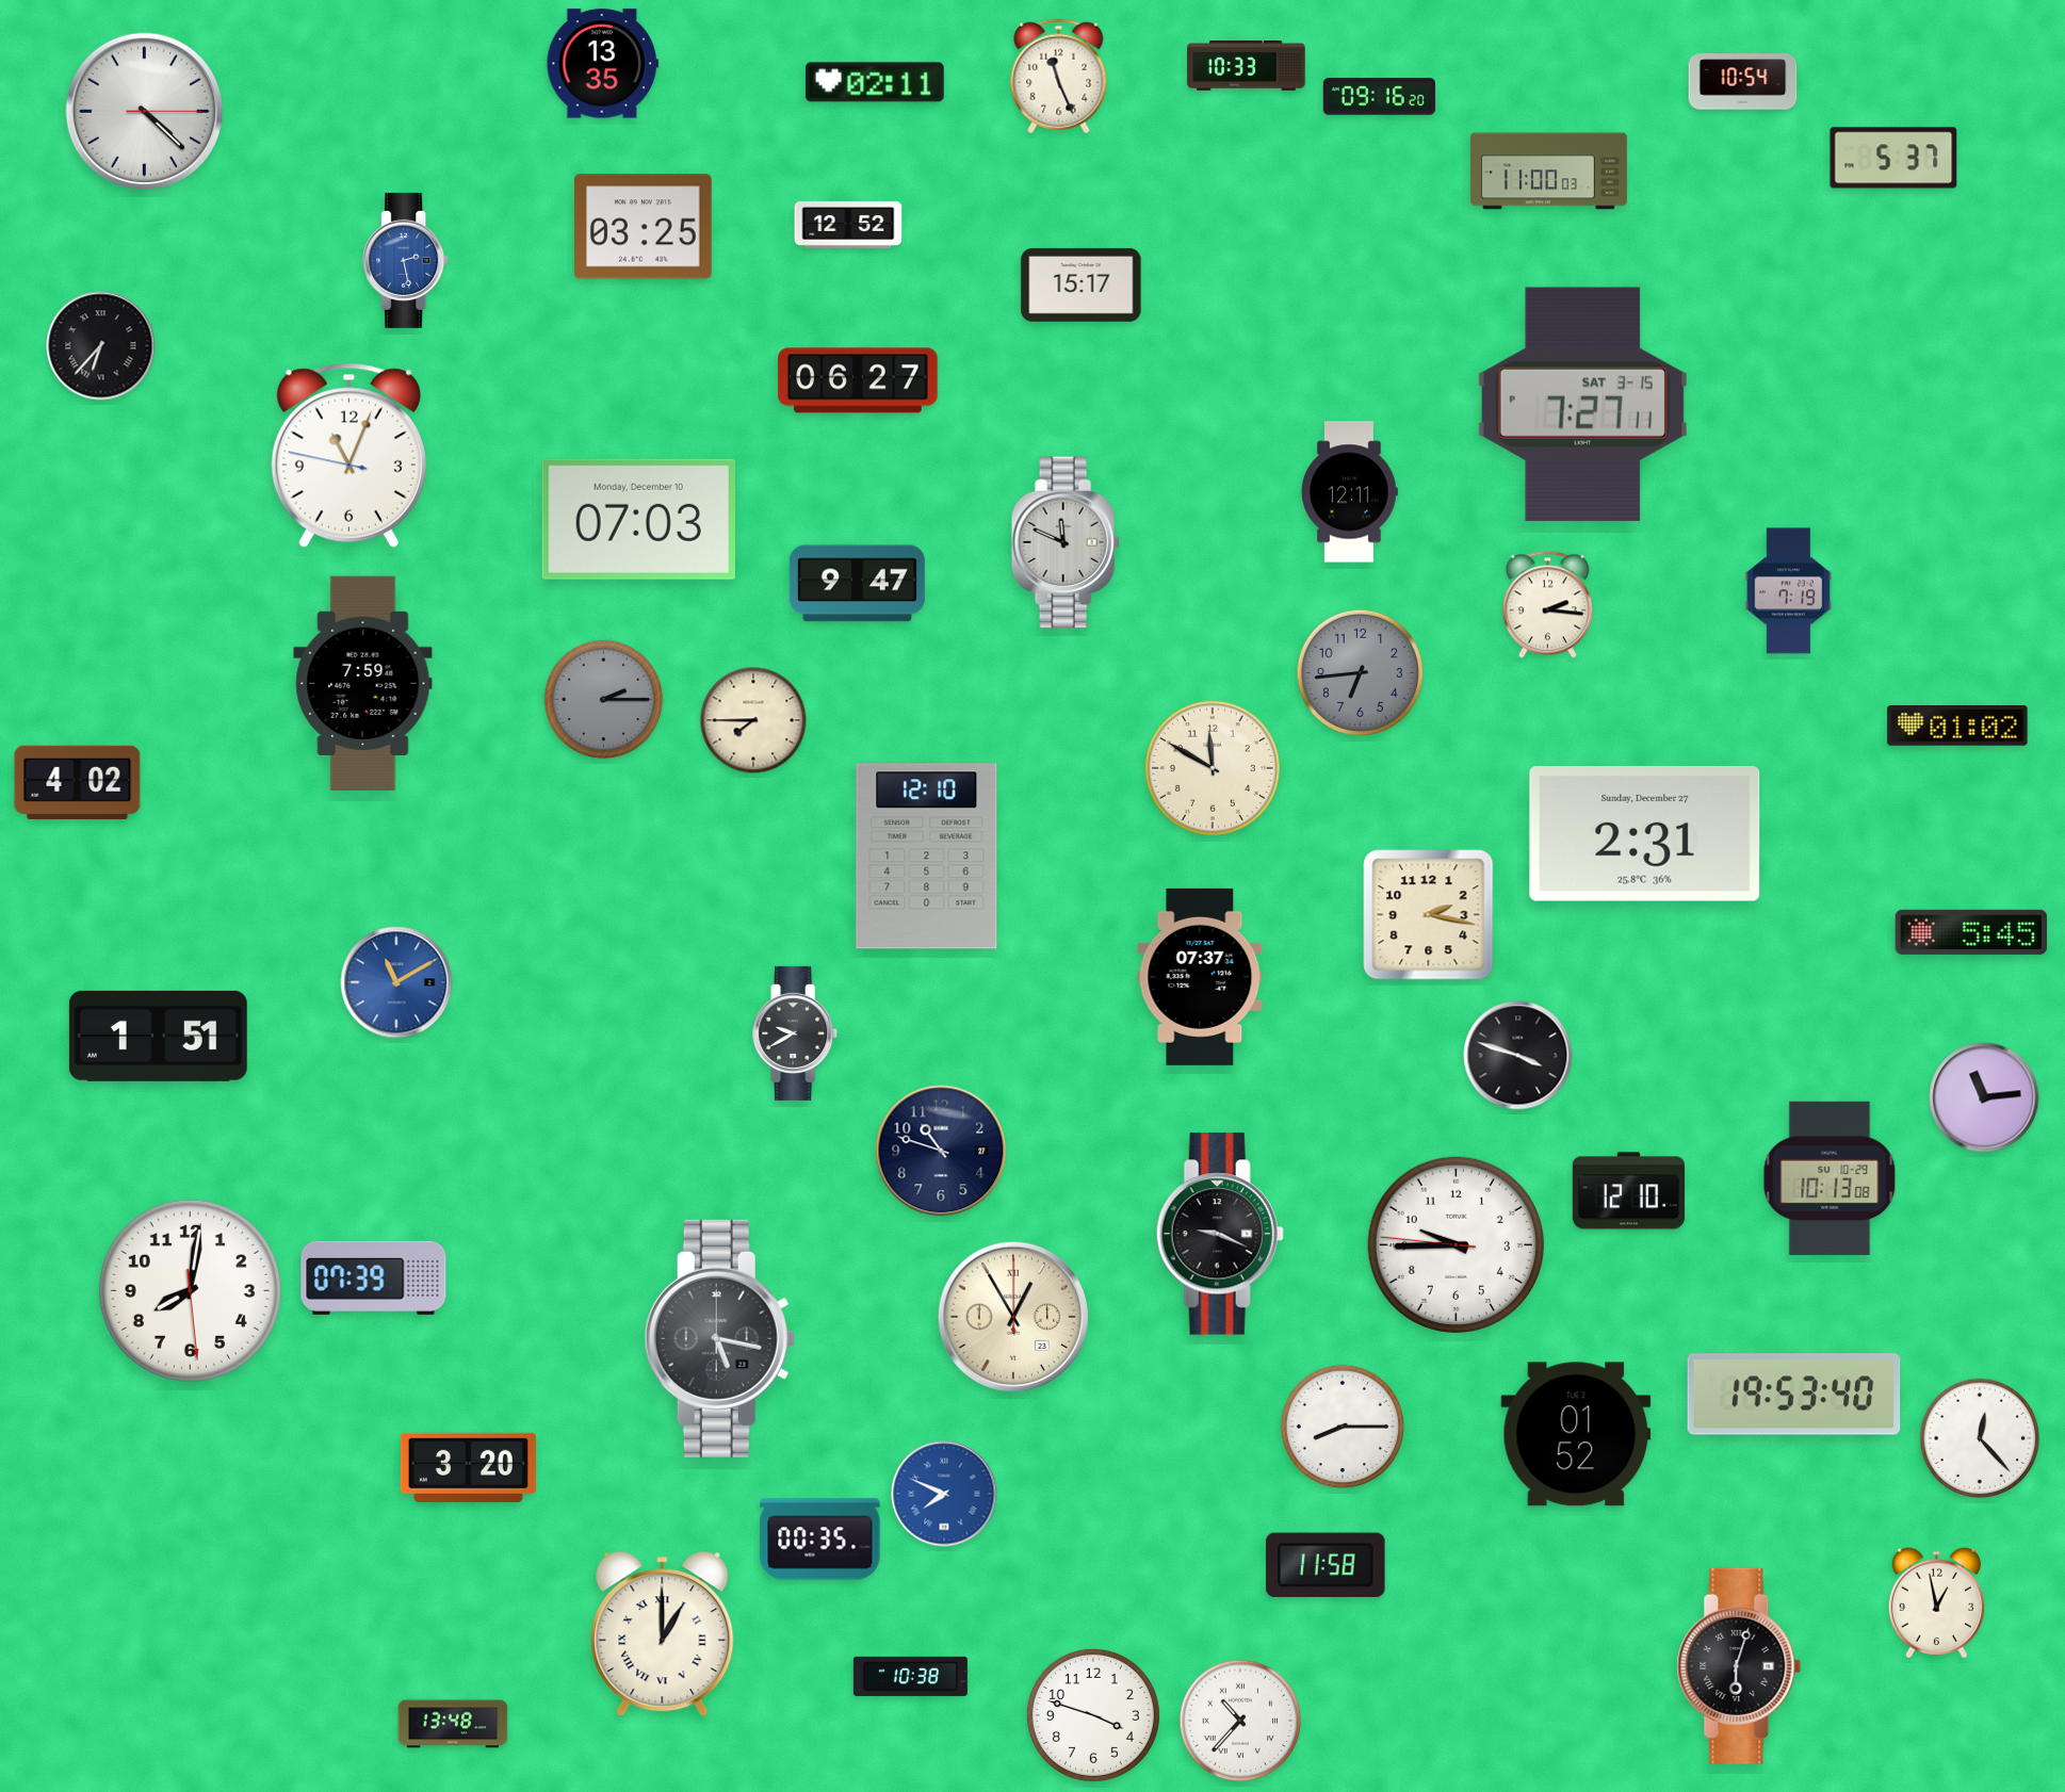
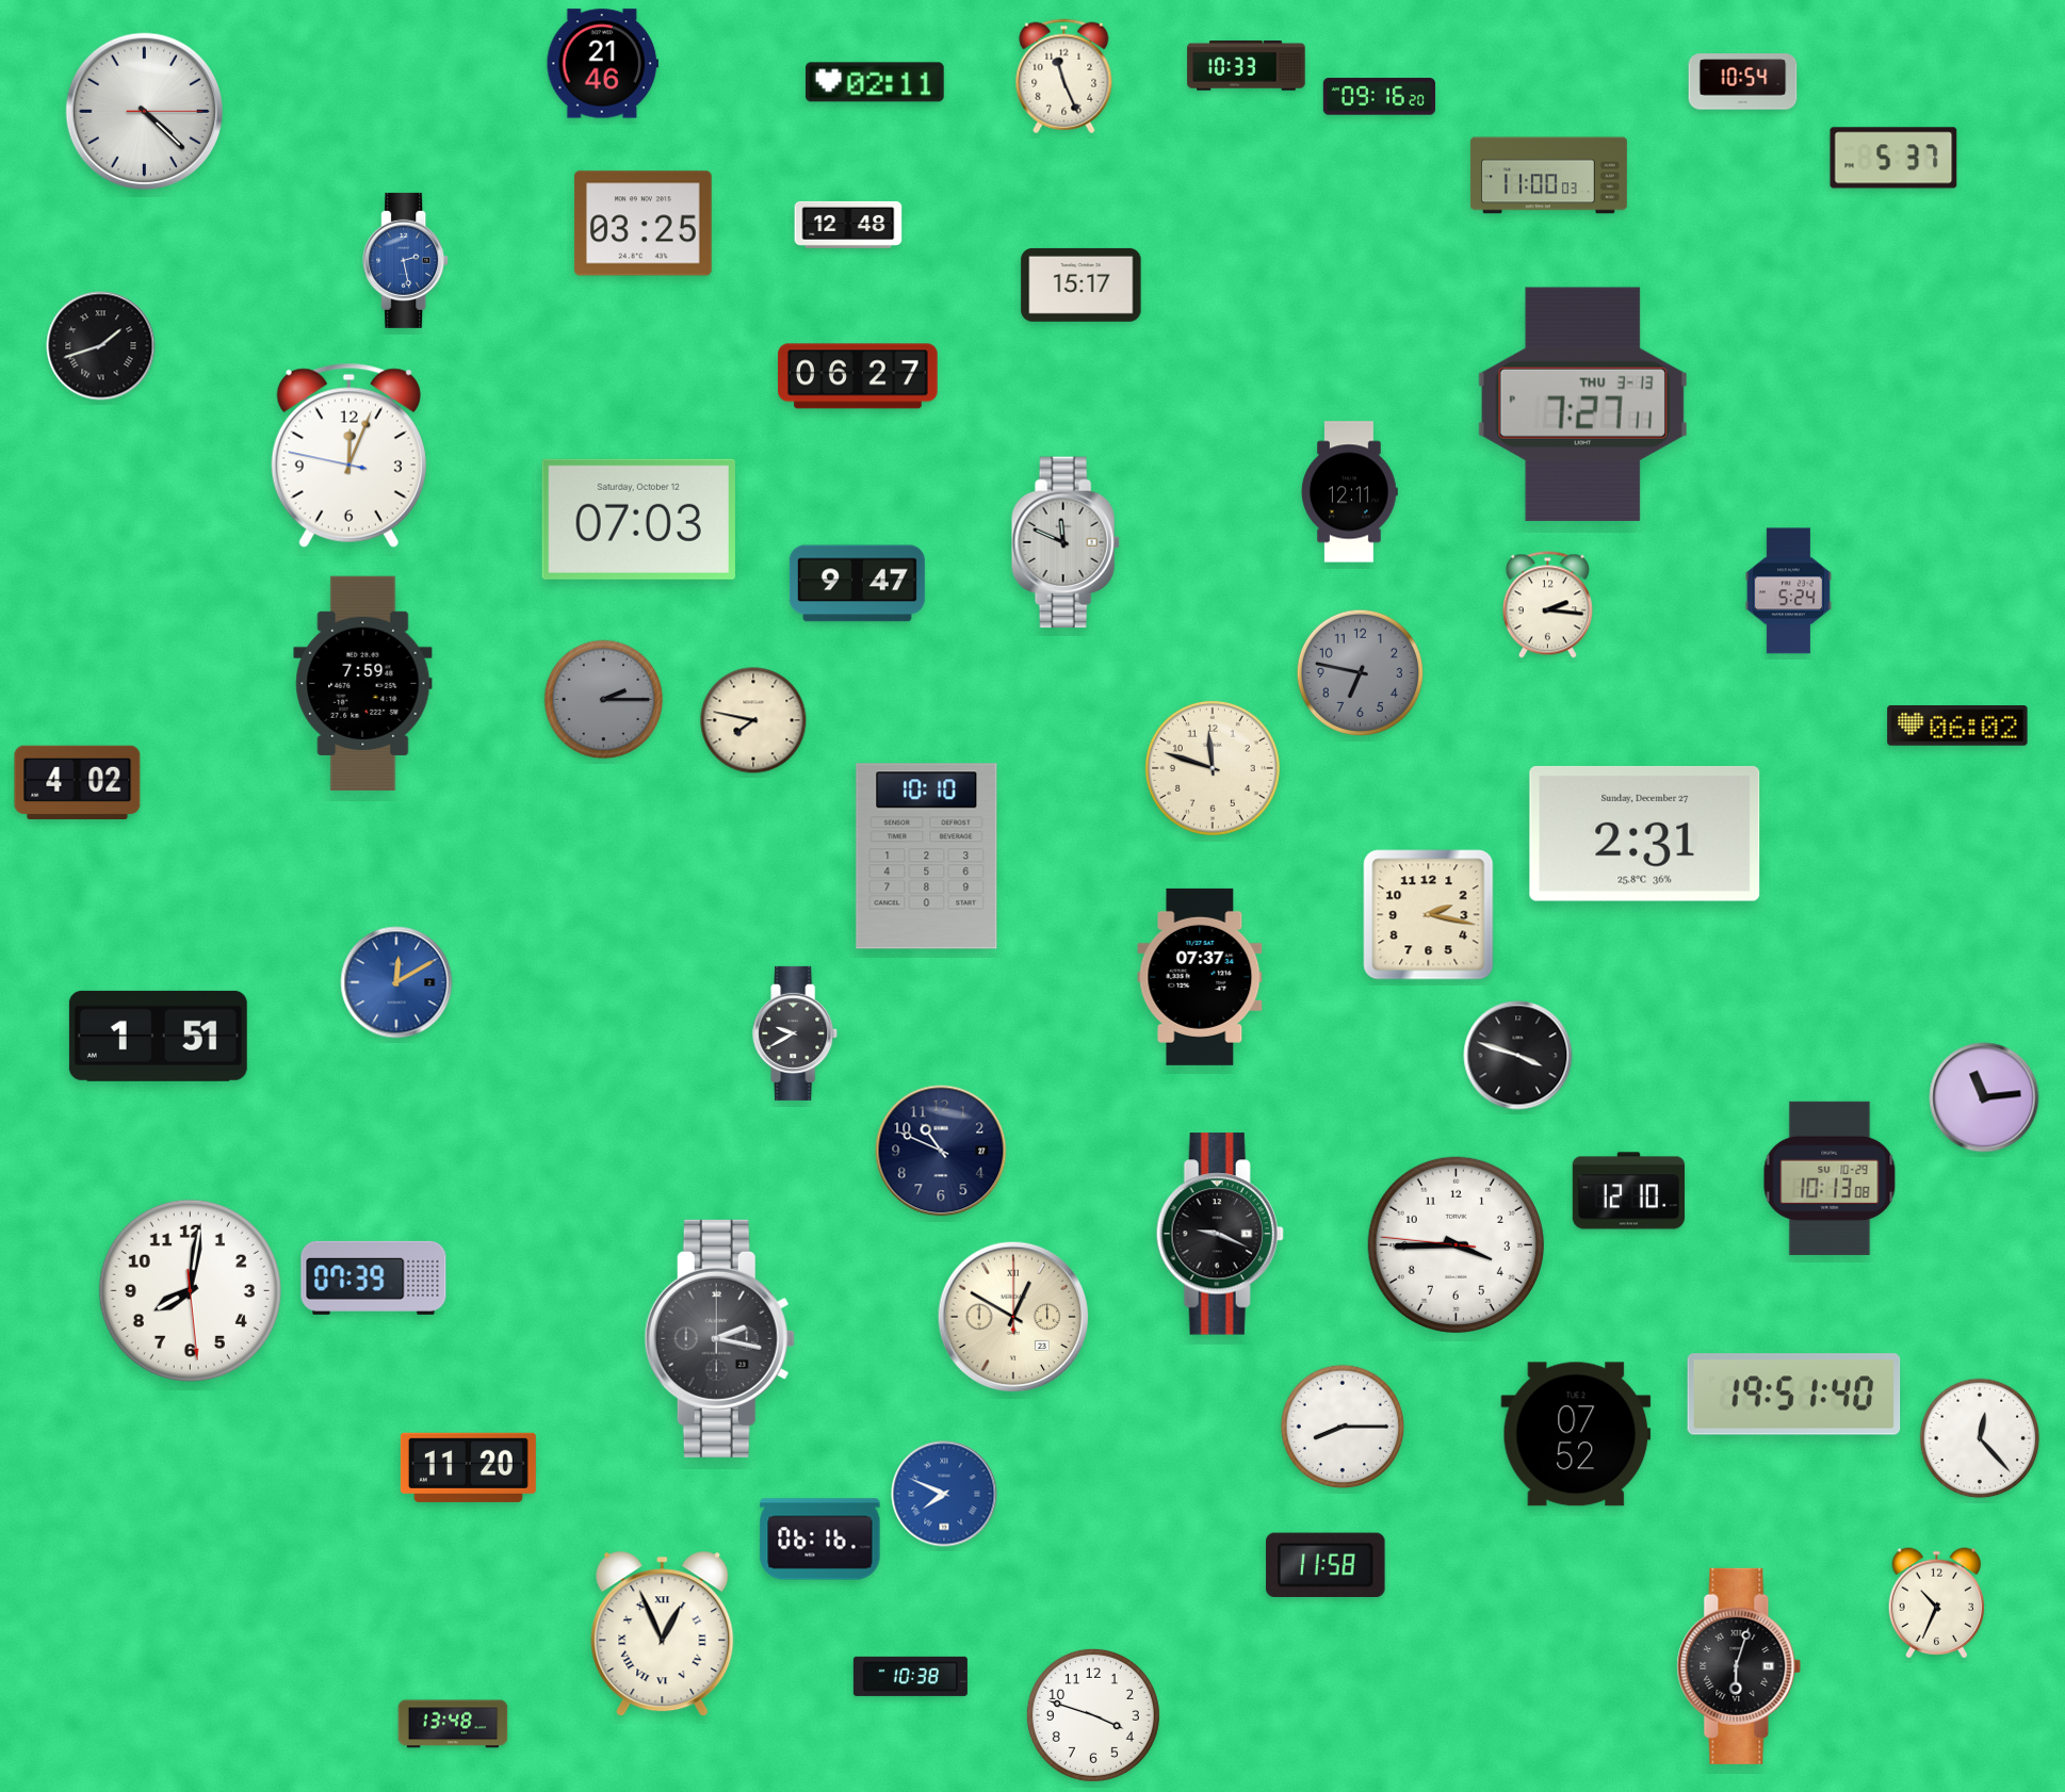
clock at (602, 64): 13:35 -> 21:46
clock at (1059, 77) position: (1059, 77) -> (1064, 77)
clock at (1548, 172) position: (1548, 172) -> (1548, 176)
clock at (848, 225): 12:52 -> 12:48
clock at (643, 227) position: (643, 227) -> (643, 224)
clock at (101, 346): 6:37 -> 1:42
clock at (858, 380) position: (858, 380) -> (858, 376)
clock at (1582, 404) date: SAT 3-15 -> THU 3-13
clock at (348, 455): 11:03 -> 12:03
clock at (638, 519) date: Monday, December 10 -> Saturday, October 12
clock at (1788, 591): 7:19 -> 5:24
clock at (1360, 672): 6:44 -> 6:47
clock at (753, 720): 7:45 -> 7:47
clock at (1957, 726): 01:02 -> 06:02
clock at (1213, 768): 11:50 -> 11:48
clock at (927, 857): 12:10 -> 10:10
clock at (1971, 932): 5:45 -> none
clock at (396, 982): 11:10 -> 12:10
clock at (941, 1151): 10:48 -> 10:49
clock at (1456, 1244): 9:44 -> 3:44
clock at (1013, 1317): 12:55 -> 12:50
clock at (719, 1338): 5:17 -> 2:17
clock at (1794, 1395): 19:53 -> 19:51
clock at (1576, 1434): 01:52 -> 07:52
clock at (468, 1467): 3:20 -> 11:20
clock at (820, 1540): 00:35 -> 06:16
clock at (1936, 1603): 12:58 -> 10:34
clock at (663, 1634): 1:00 -> 12:56
clock at (1240, 1721): 10:37 -> none
